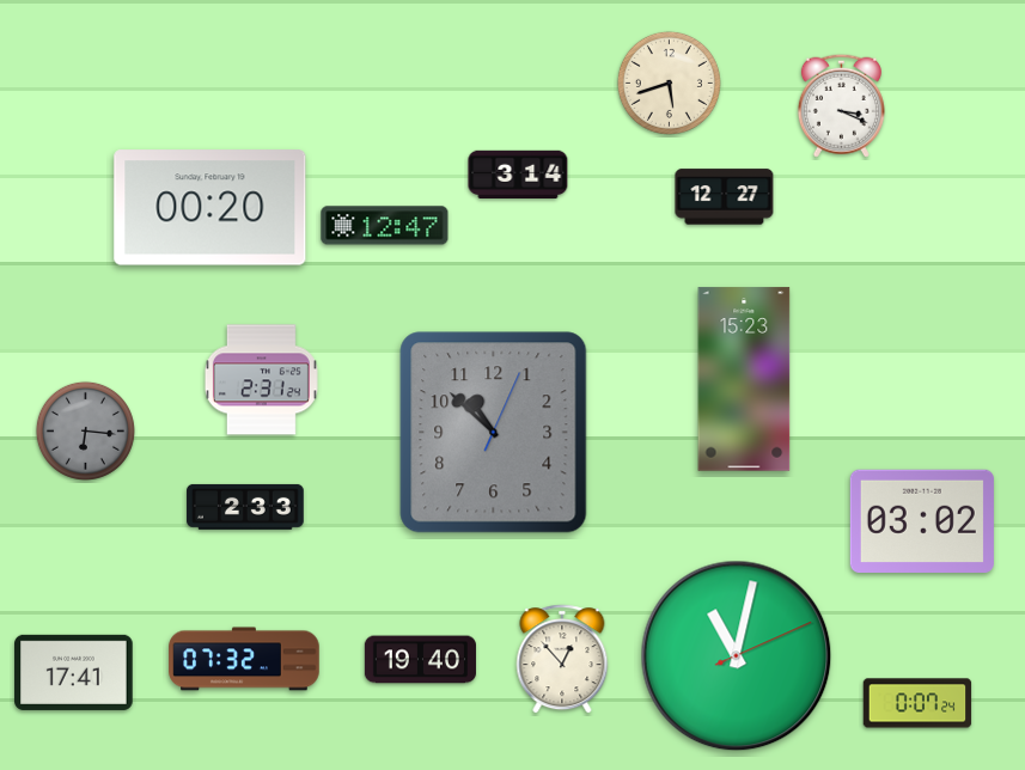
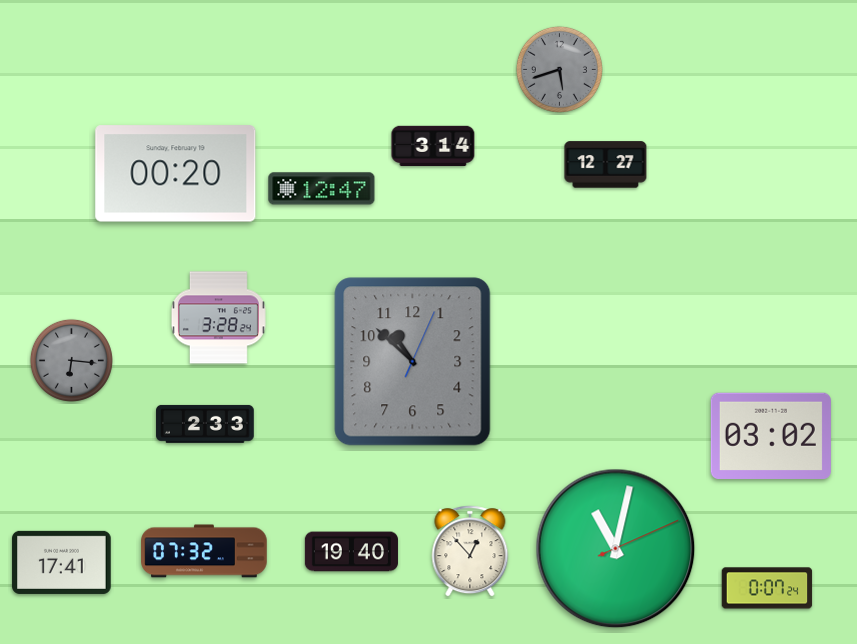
clock at (669, 82) dial: cream -> grey
clock at (841, 105): 3:19 -> none
clock at (744, 379): 15:23 -> none
clock at (261, 380): 2:31 -> 3:28
